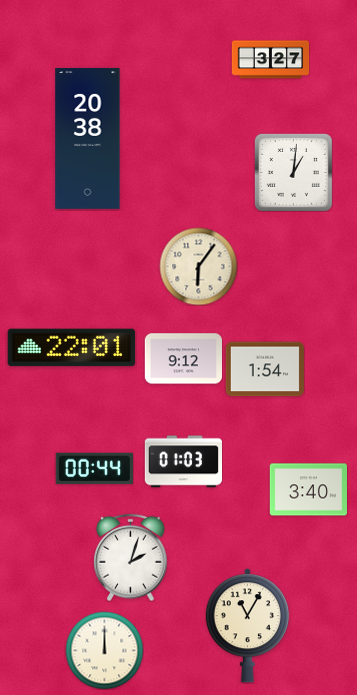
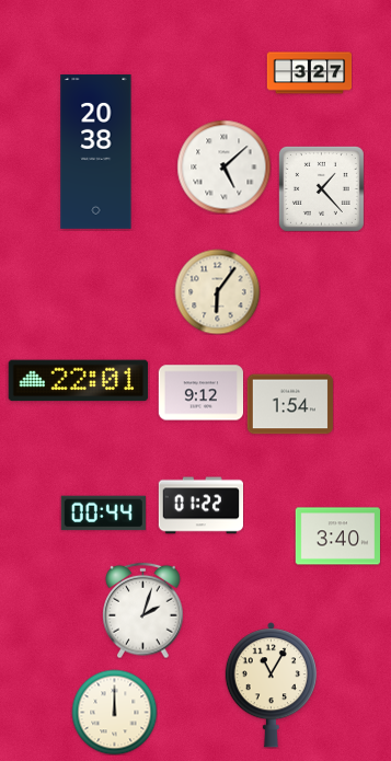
clock at (270, 60) position: (270, 60) -> (309, 73)
clock at (223, 166): none -> 5:08
clock at (293, 172): 1:01 -> 1:23
clock at (183, 462): 01:03 -> 01:22
